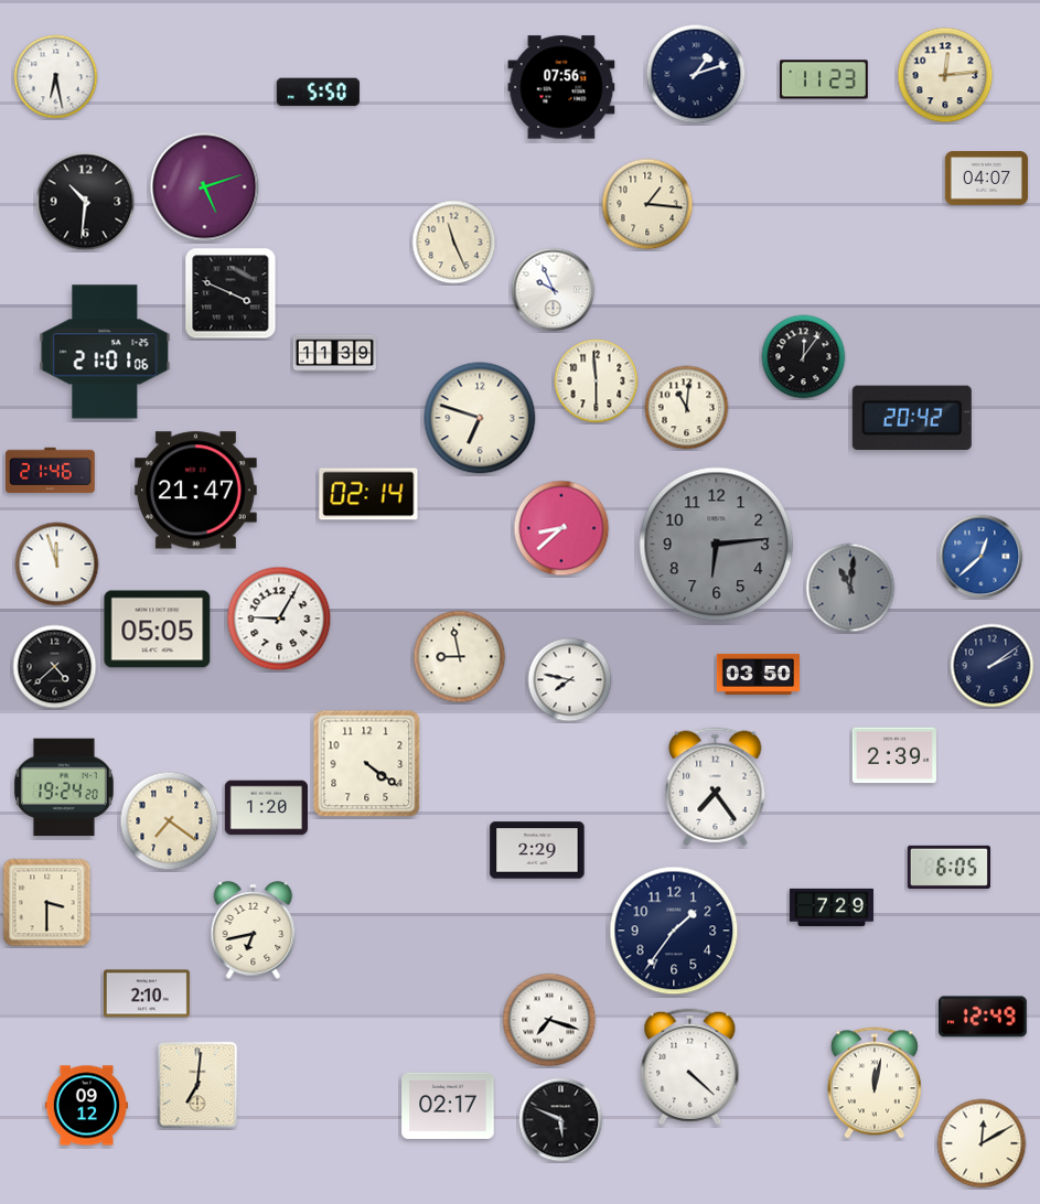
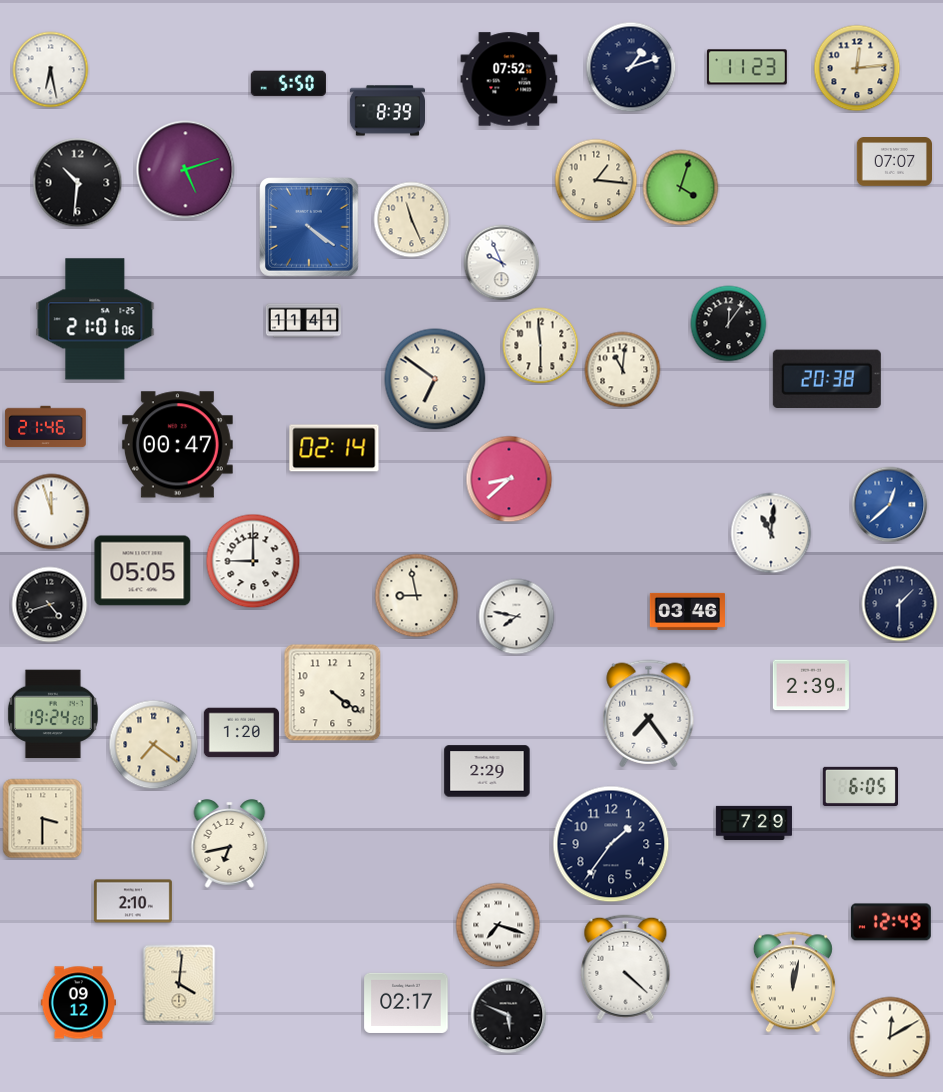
clock at (824, 79) position: (824, 79) -> (747, 67)
clock at (561, 87): 07:56 -> 07:52
clock at (387, 111): none -> 8:39
clock at (986, 179): 04:07 -> 07:07
clock at (647, 204) position: (647, 204) -> (596, 180)
clock at (681, 188): none -> 4:03
clock at (309, 227): none -> 4:21
clock at (230, 293): 3:49 -> none
clock at (334, 354): 11:39 -> 11:41
clock at (480, 418): 6:48 -> 6:51
clock at (912, 418): 20:42 -> 20:38
clock at (195, 491): 21:47 -> 00:47
clock at (717, 545): 6:14 -> none
clock at (850, 588) dial: grey -> white
clock at (279, 619): 9:05 -> 9:00
clock at (993, 666): 2:09 -> 1:30
clock at (55, 667): 4:38 -> 4:42
clock at (758, 674): 03:50 -> 03:46
clock at (64, 787) position: (64, 787) -> (53, 714)
clock at (197, 1085): 7:01 -> 4:01
